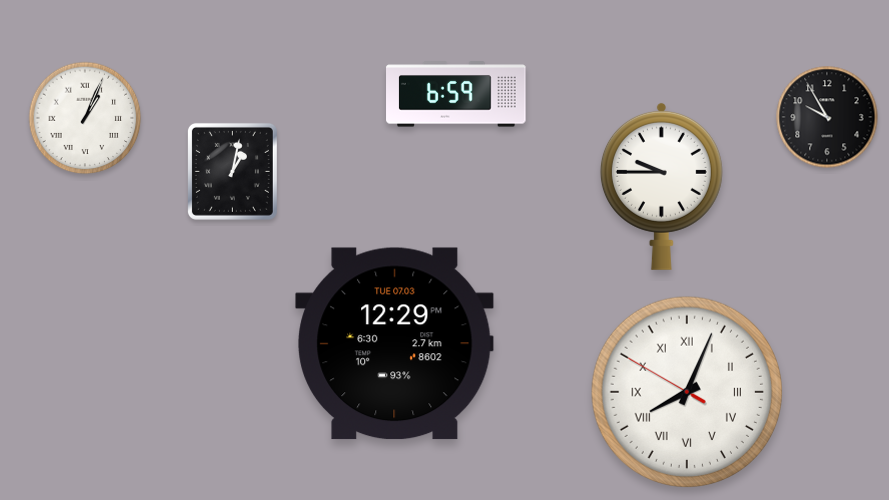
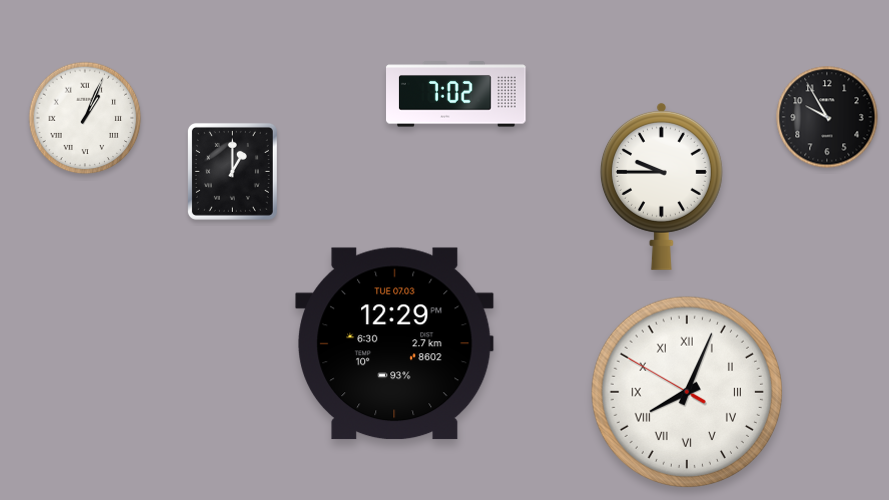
clock at (456, 94): 6:59 -> 7:02
clock at (232, 171): 1:02 -> 1:00
